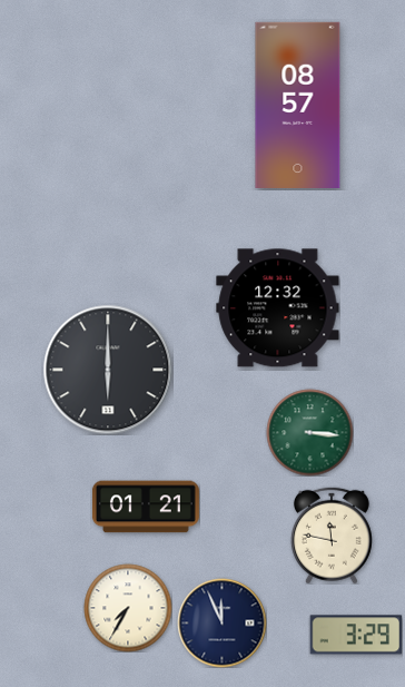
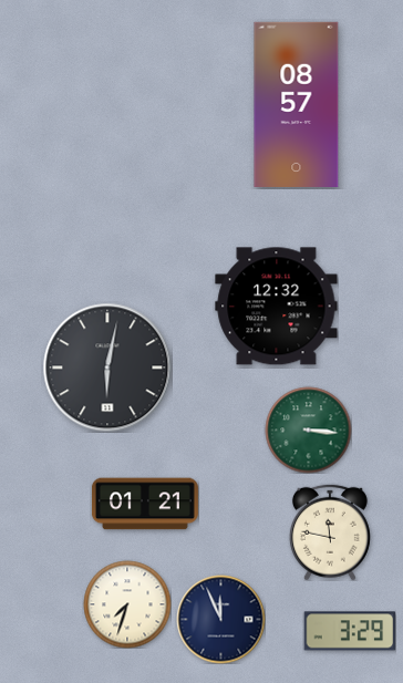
clock at (108, 370): 6:00 -> 6:02
clock at (128, 608): 7:35 -> 7:33
clock at (356, 635) position: (356, 635) -> (350, 631)
